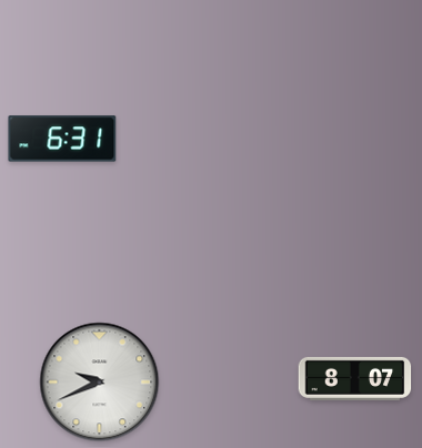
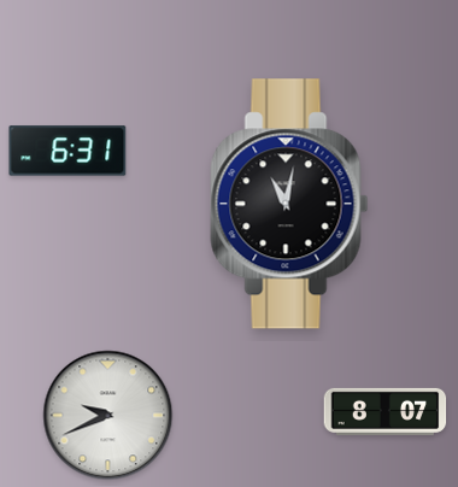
clock at (289, 204): none -> 11:02
